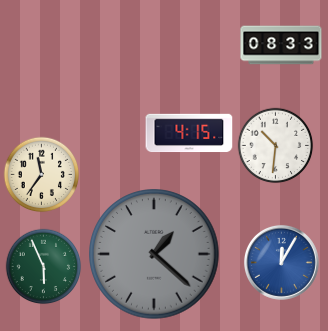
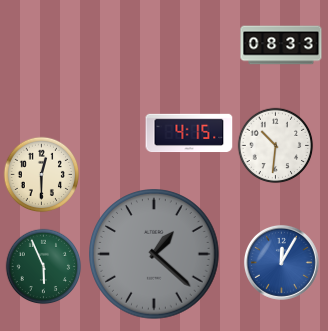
clock at (42, 175): 11:36 -> 12:30
